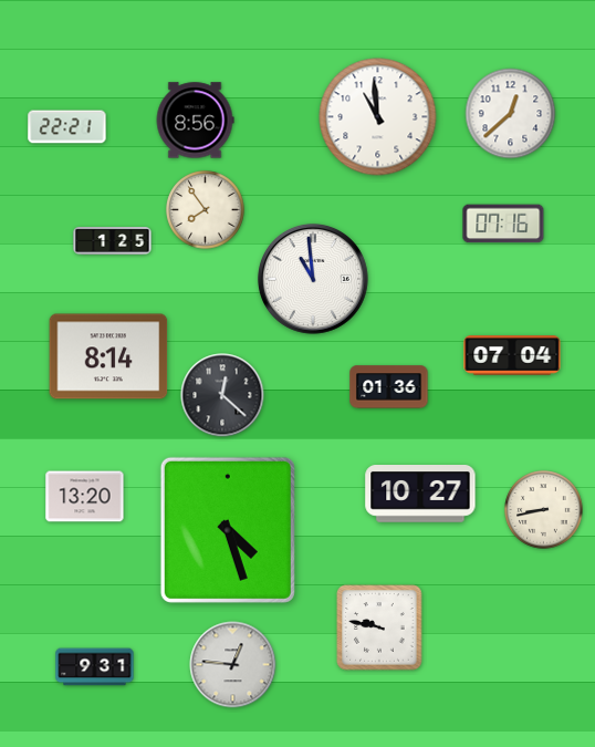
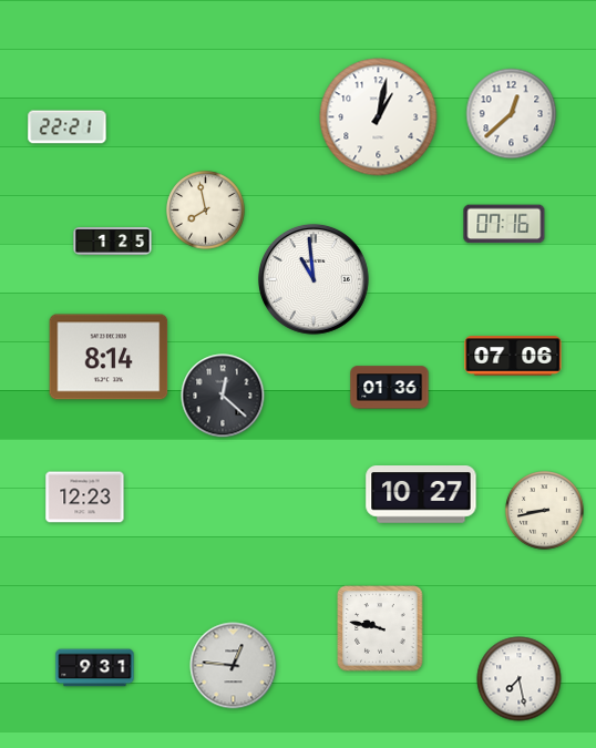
clock at (378, 117): 10:59 -> 1:02
clock at (195, 121): 8:56 -> none
clock at (206, 210): 7:54 -> 7:58
clock at (512, 355): 07:04 -> 07:06
clock at (85, 497): 13:20 -> 12:23
clock at (228, 530): 4:27 -> none
clock at (520, 679): none -> 7:28
